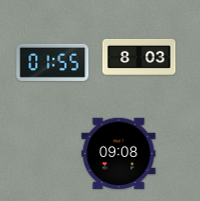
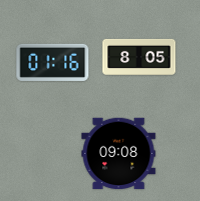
clock at (139, 57): 8:03 -> 8:05
clock at (53, 62): 01:55 -> 01:16
